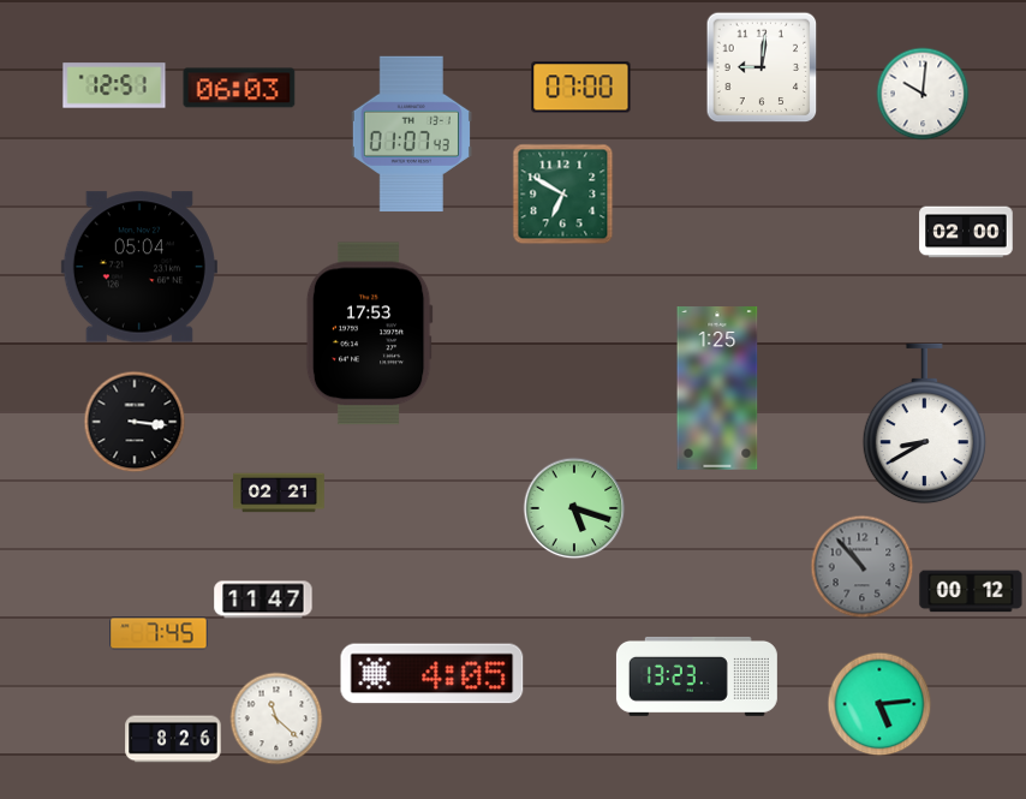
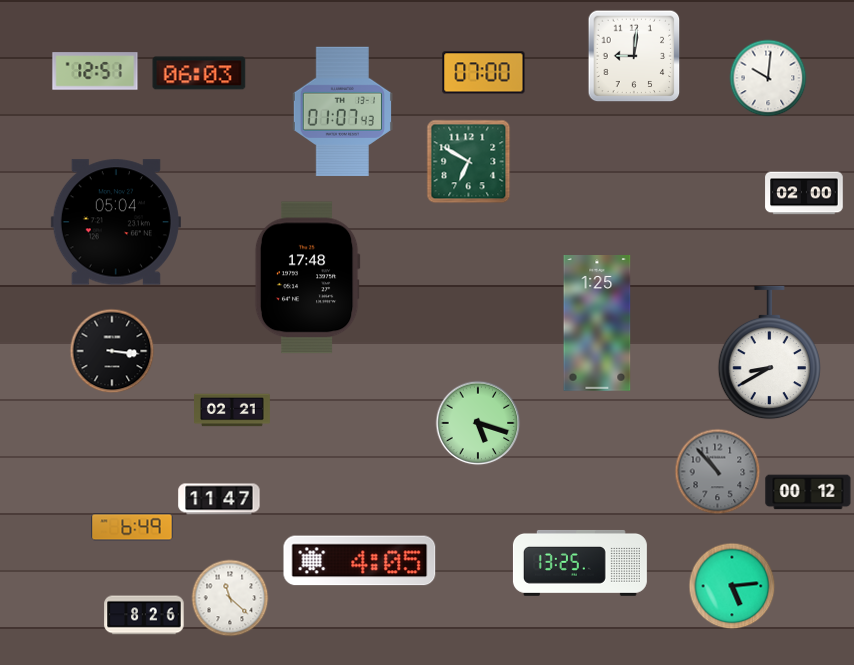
clock at (369, 334): 17:53 -> 17:48
clock at (159, 633): 7:45 -> 6:49
clock at (697, 676): 13:23 -> 13:25
